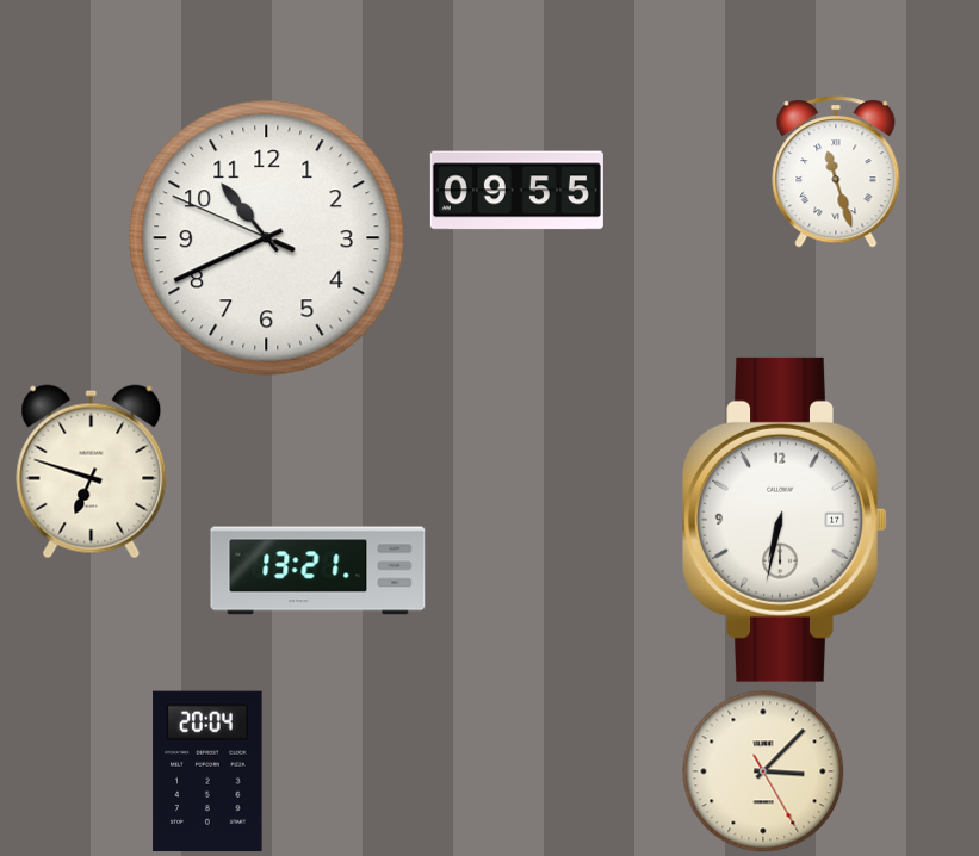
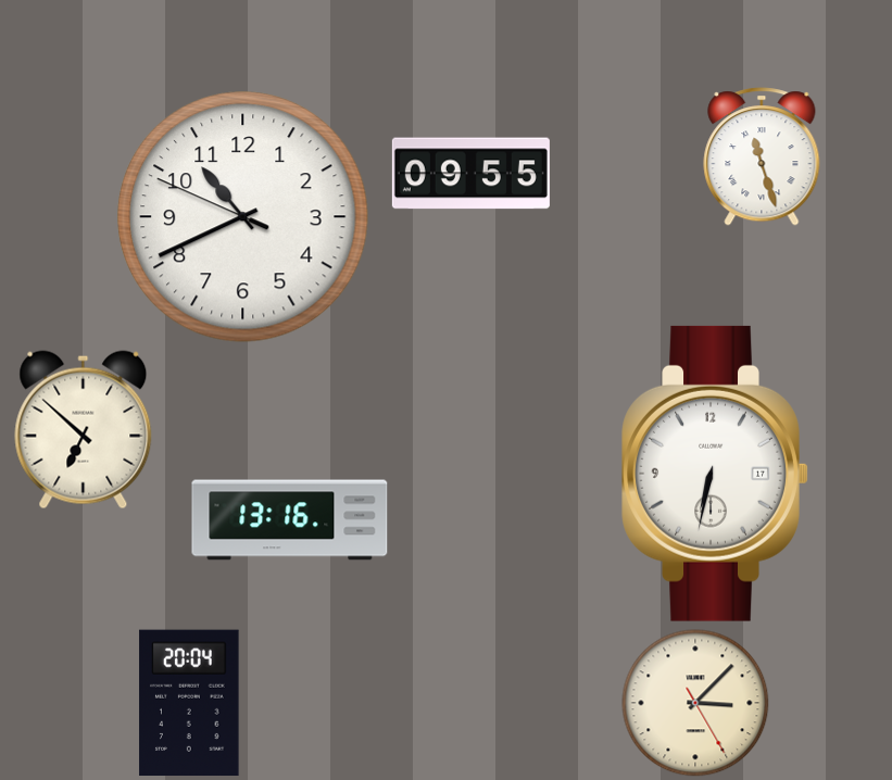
clock at (92, 472): 6:48 -> 6:52
clock at (318, 571): 13:21 -> 13:16
